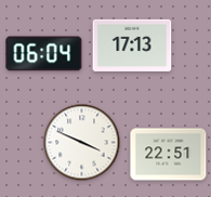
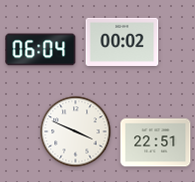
clock at (132, 45): 17:13 -> 00:02
